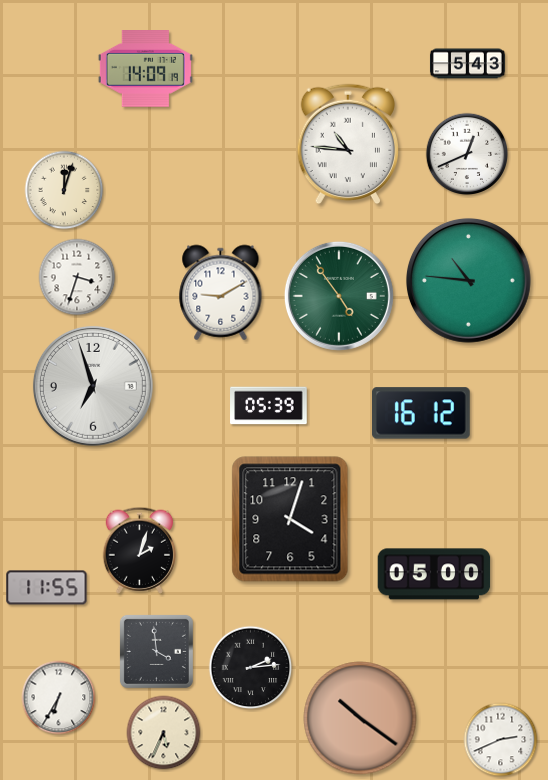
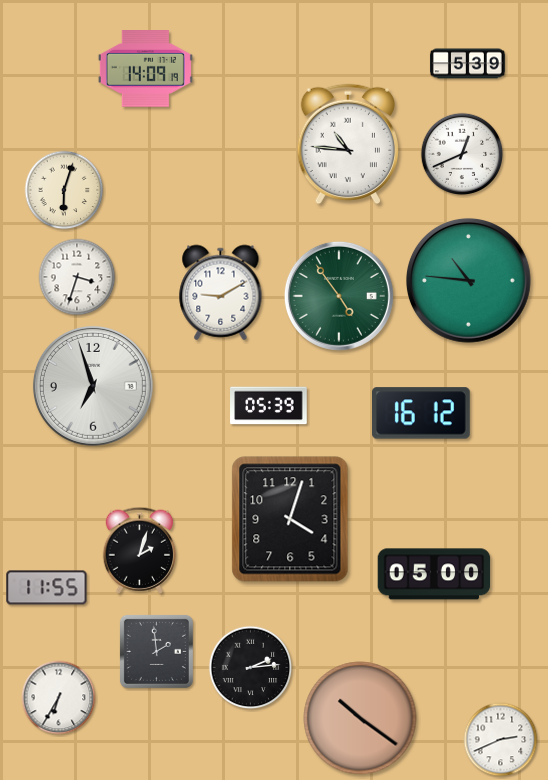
clock at (467, 64): 5:43 -> 5:39
clock at (466, 153) position: (466, 153) -> (461, 153)
clock at (64, 190): 12:03 -> 6:03
clock at (156, 651): 3:59 -> 1:59
clock at (164, 733): 5:34 -> none
